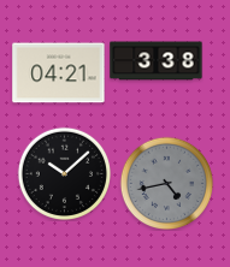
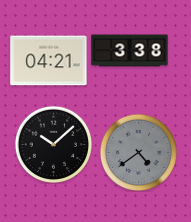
clock at (166, 183): 4:43 -> 4:39
